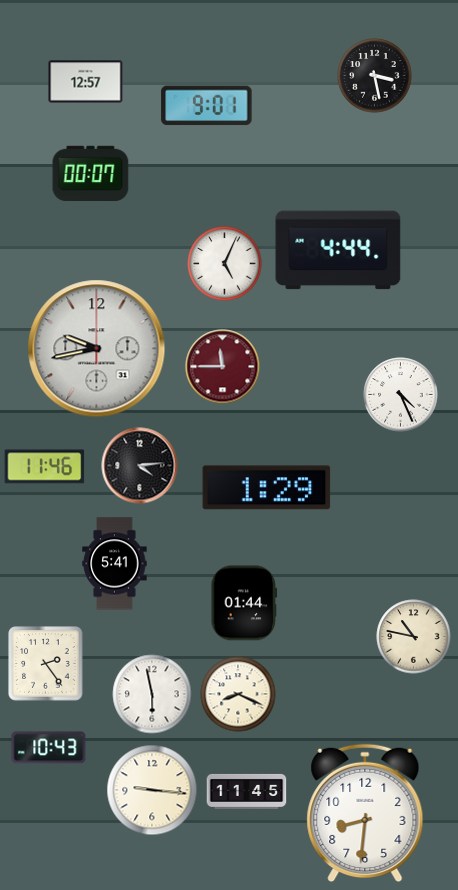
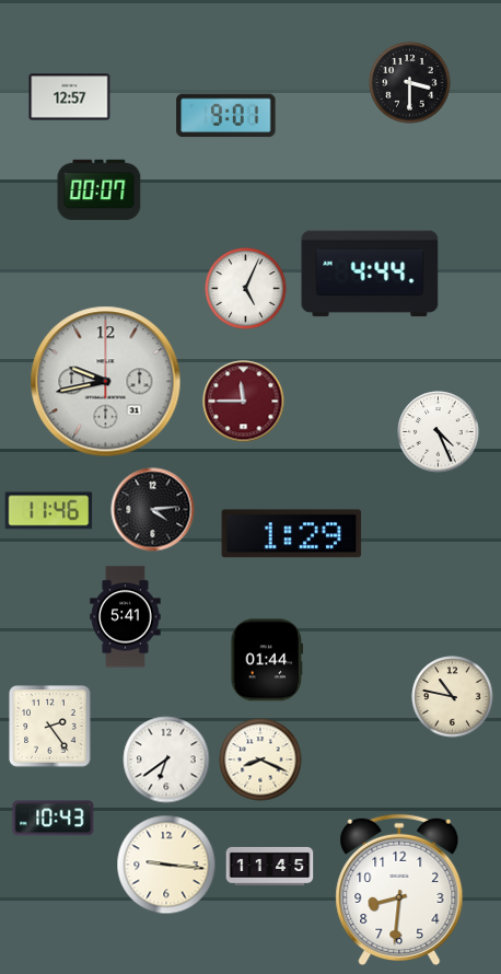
clock at (375, 76): 3:28 -> 3:30
clock at (86, 82) position: (86, 82) -> (70, 97)
clock at (152, 694): 5:58 -> 6:39
